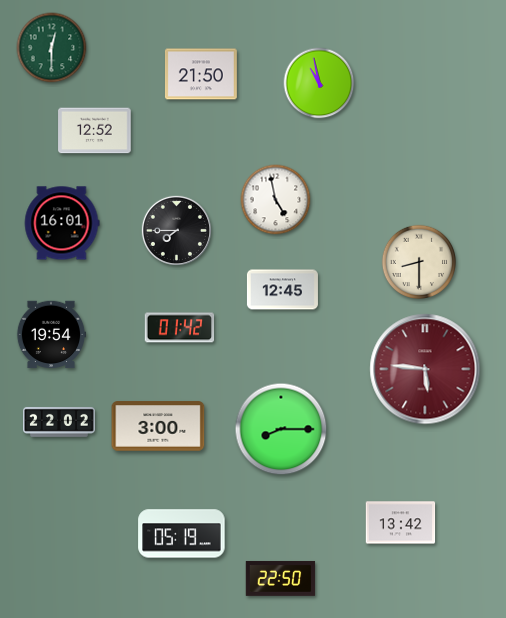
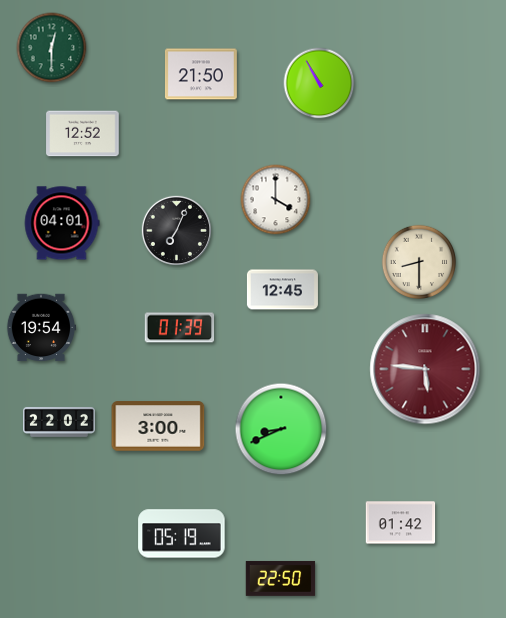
clock at (319, 83): 10:58 -> 10:55
clock at (95, 131) position: (95, 131) -> (83, 134)
clock at (276, 200): 4:58 -> 4:00
clock at (62, 223): 16:01 -> 04:01
clock at (176, 230): 7:45 -> 7:04
clock at (180, 328): 01:42 -> 01:39
clock at (51, 335) position: (51, 335) -> (41, 328)
clock at (281, 429): 8:15 -> 8:41
clock at (401, 523): 13:42 -> 01:42
